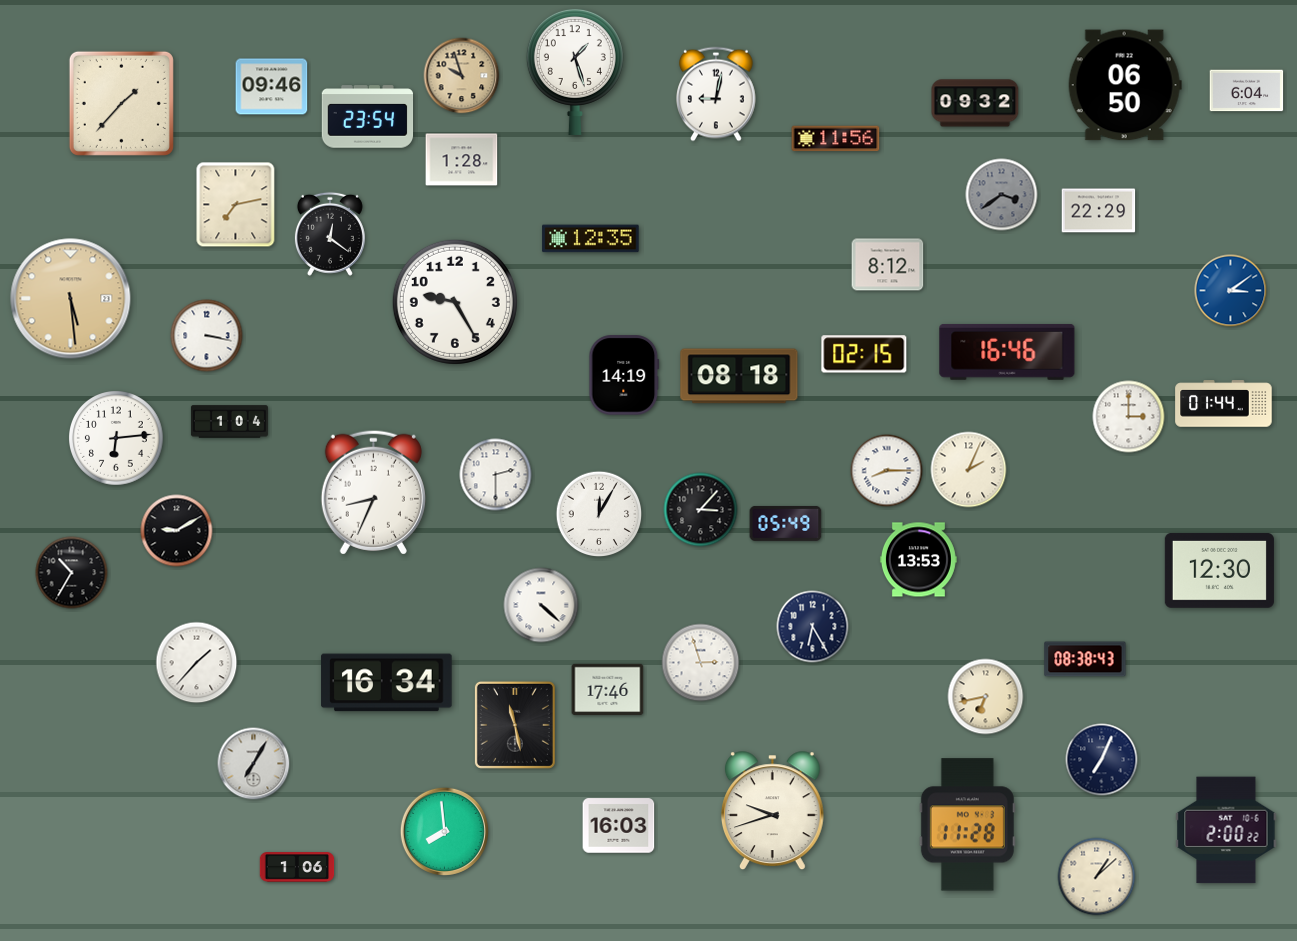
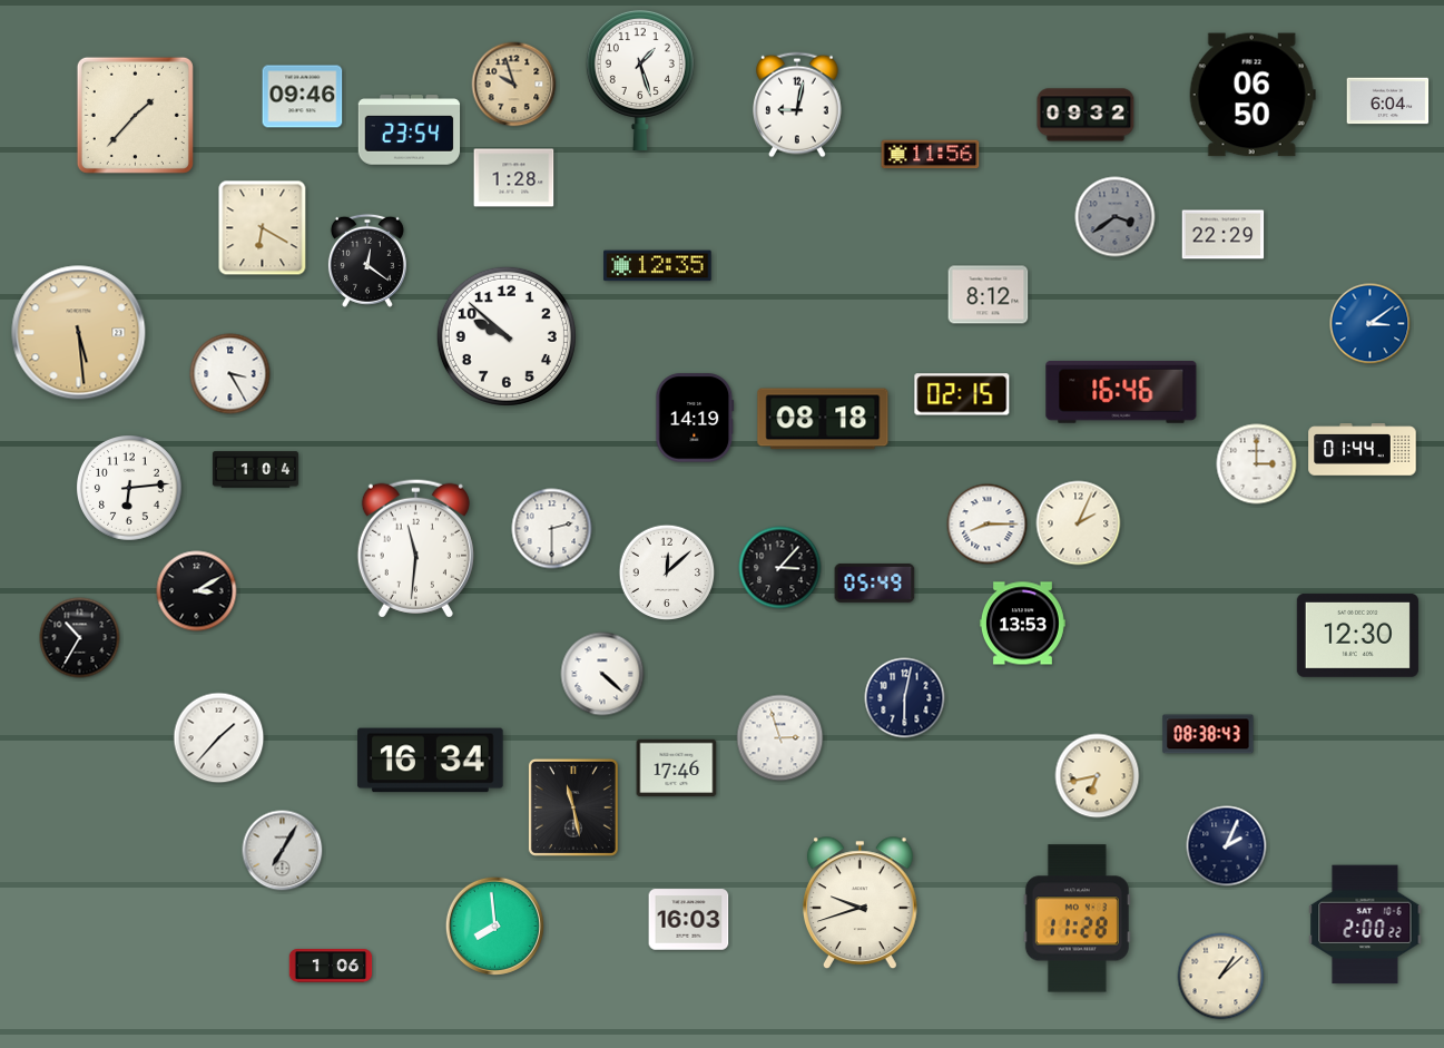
clock at (236, 205): 7:13 -> 6:20
clock at (455, 302): 9:25 -> 9:52
clock at (207, 336): 3:17 -> 3:25
clock at (373, 492): 8:34 -> 11:31
clock at (599, 514): 12:05 -> 12:08
clock at (177, 531): 9:10 -> 3:10
clock at (813, 627): 6:25 -> 6:02
clock at (1102, 760): 7:04 -> 2:04
